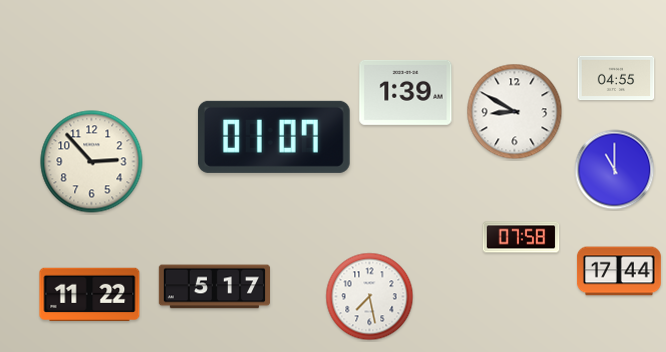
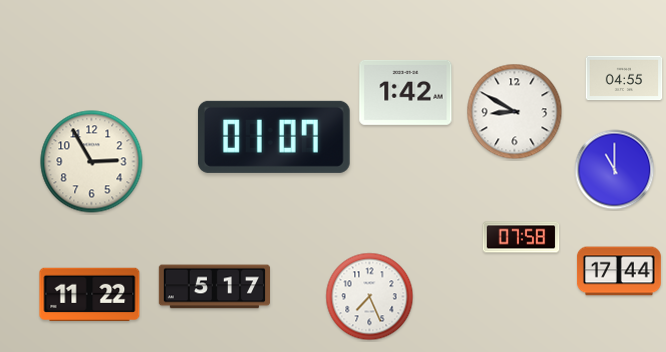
clock at (616, 78) position: (616, 78) -> (624, 78)
clock at (406, 92): 1:39 -> 1:42
clock at (92, 162): 2:53 -> 2:55
clock at (370, 297): 7:28 -> 7:26
